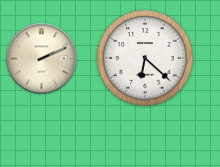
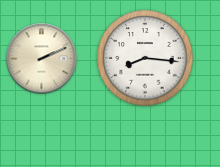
clock at (145, 58): 6:22 -> 8:16
